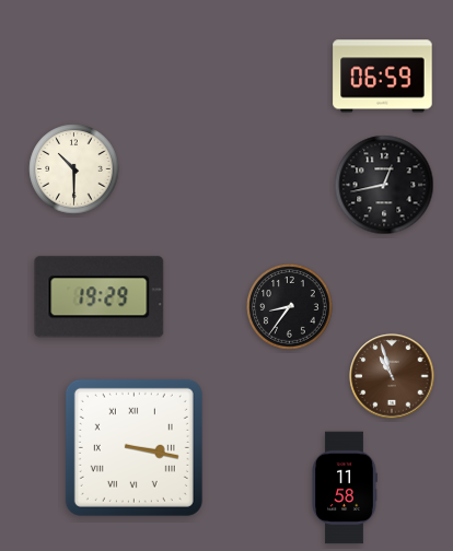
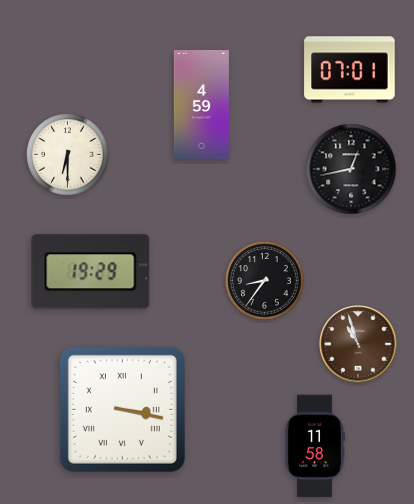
clock at (383, 77): 06:59 -> 07:01
clock at (201, 105): none -> 4:59
clock at (74, 169): 10:30 -> 6:30
